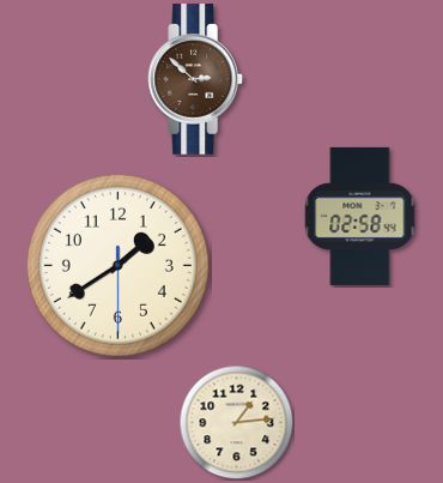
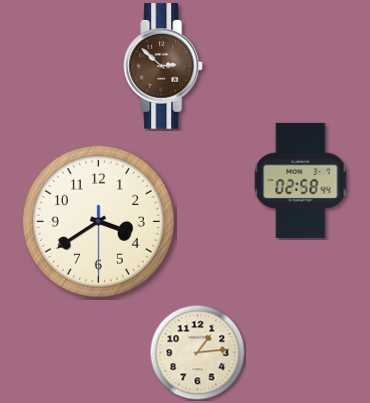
clock at (117, 265): 1:39 -> 3:39
